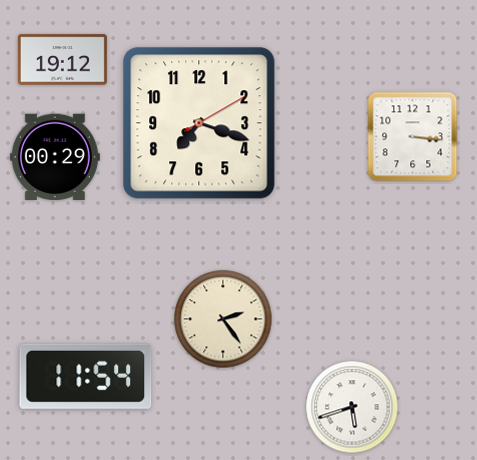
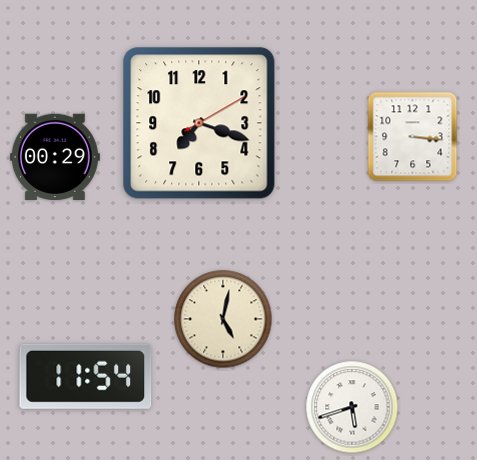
clock at (62, 60): 19:12 -> none
clock at (223, 319): 2:24 -> 5:02
